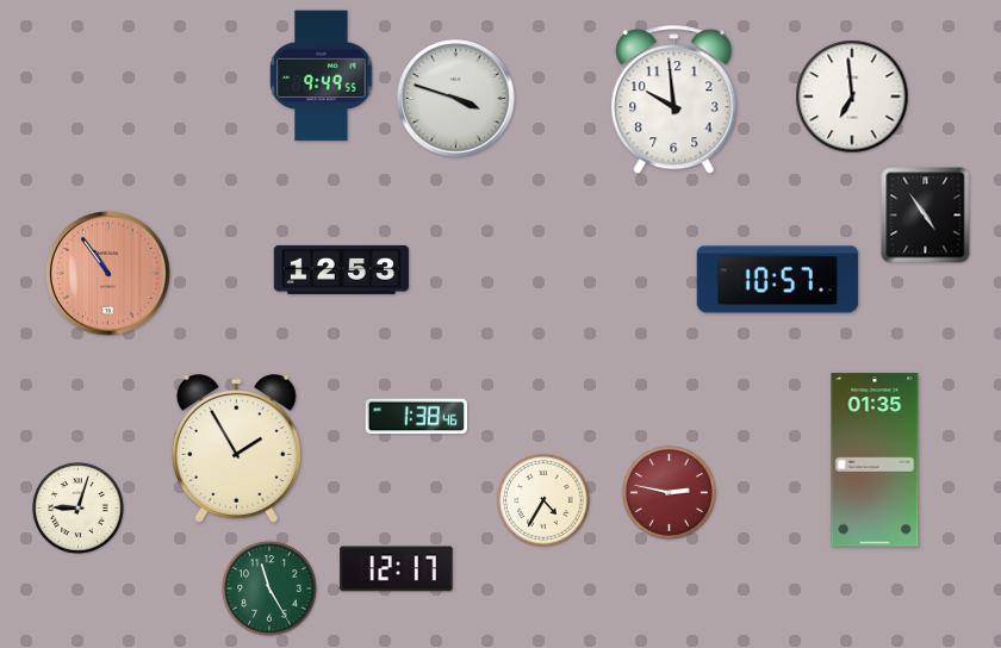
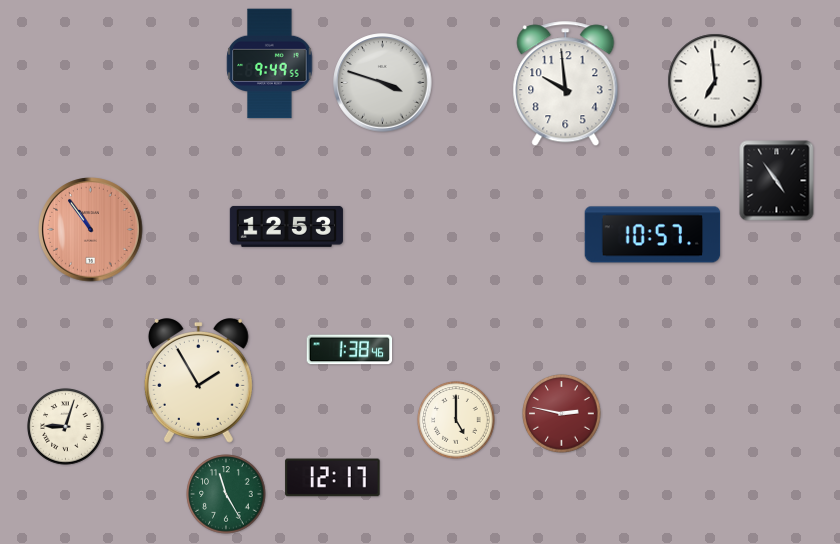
clock at (236, 449) position: (236, 449) -> (198, 381)
clock at (875, 460): 01:35 -> none
clock at (543, 500): 4:35 -> 5:00
